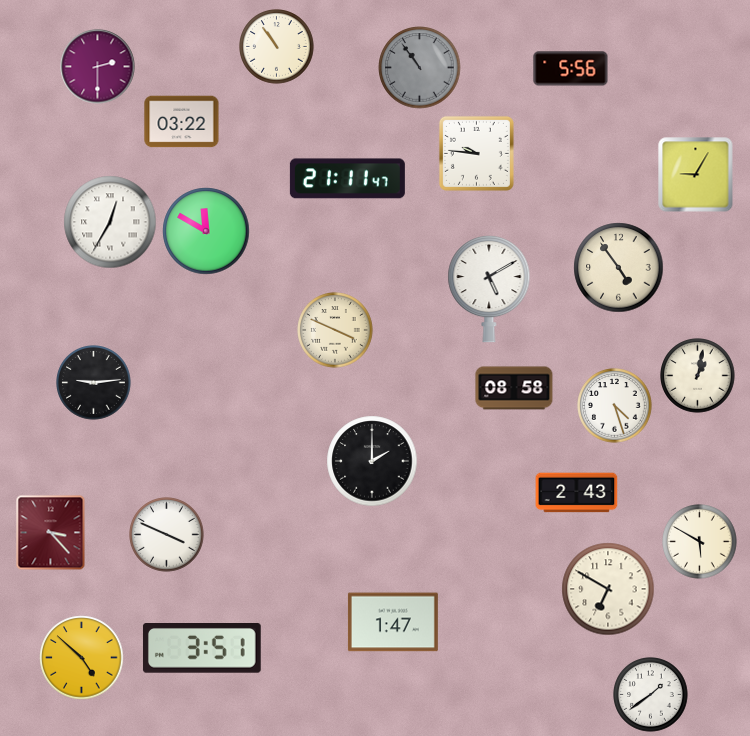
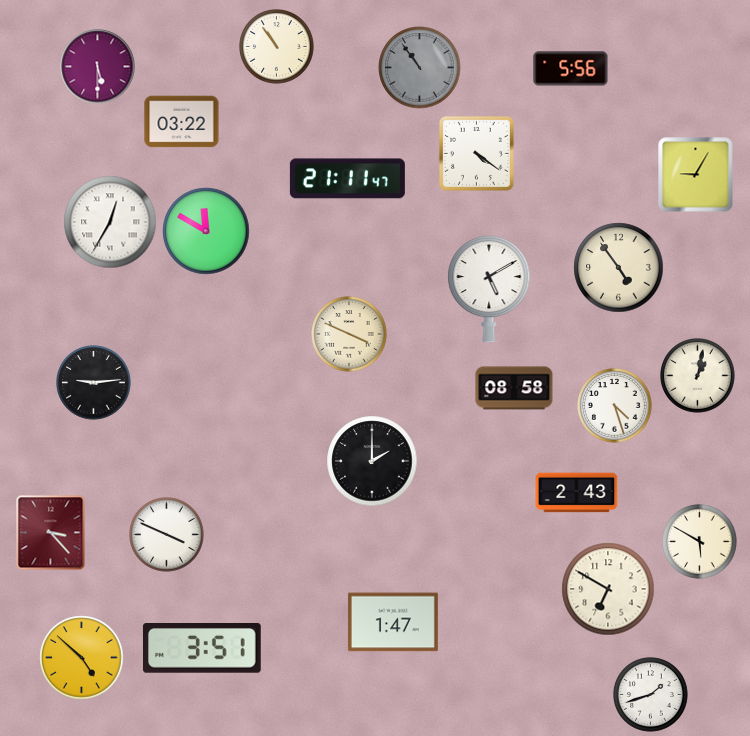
clock at (98, 67): 2:30 -> 5:30
clock at (476, 153): 9:46 -> 4:21
clock at (335, 330) position: (335, 330) -> (349, 334)
clock at (651, 695): 1:39 -> 1:42
